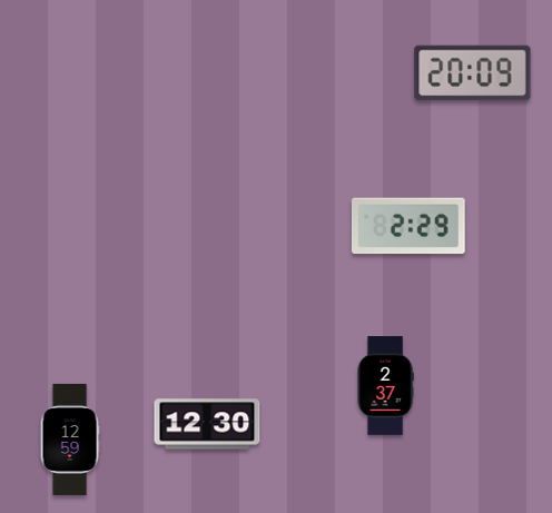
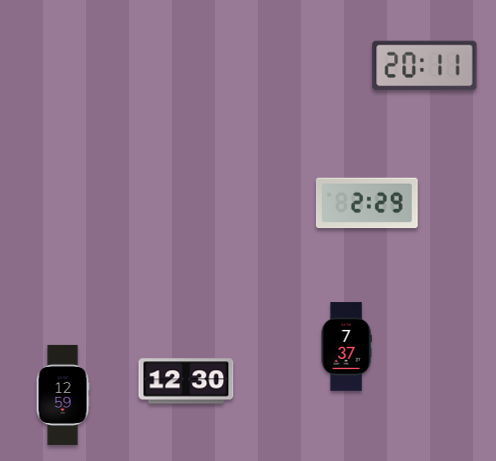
clock at (473, 73): 20:09 -> 20:11
clock at (385, 386): 2:37 -> 7:37
